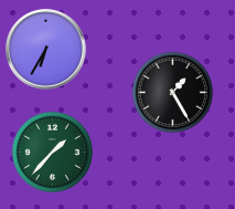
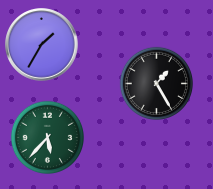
clock at (46, 50): 6:35 -> 1:35
clock at (52, 151): 1:37 -> 5:37
